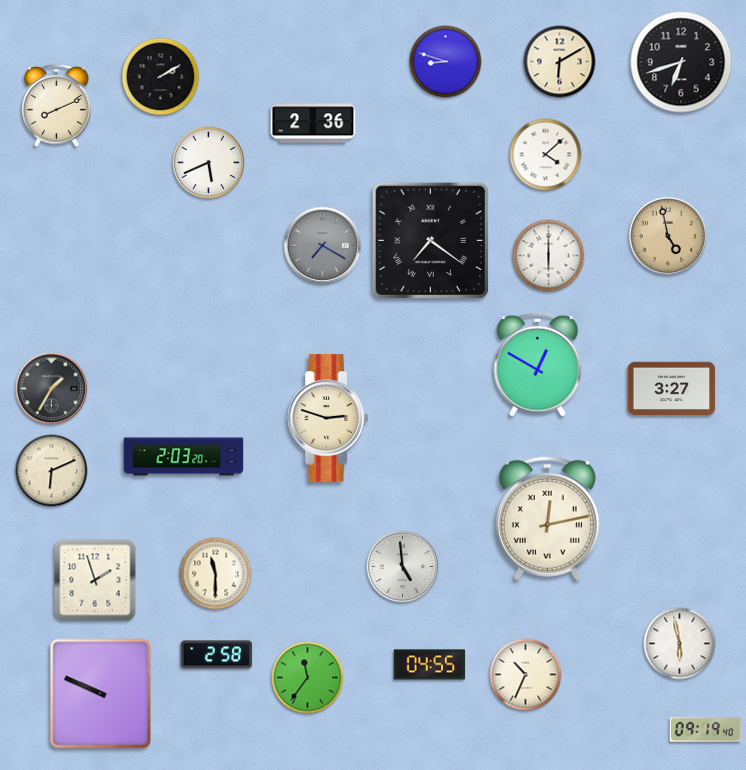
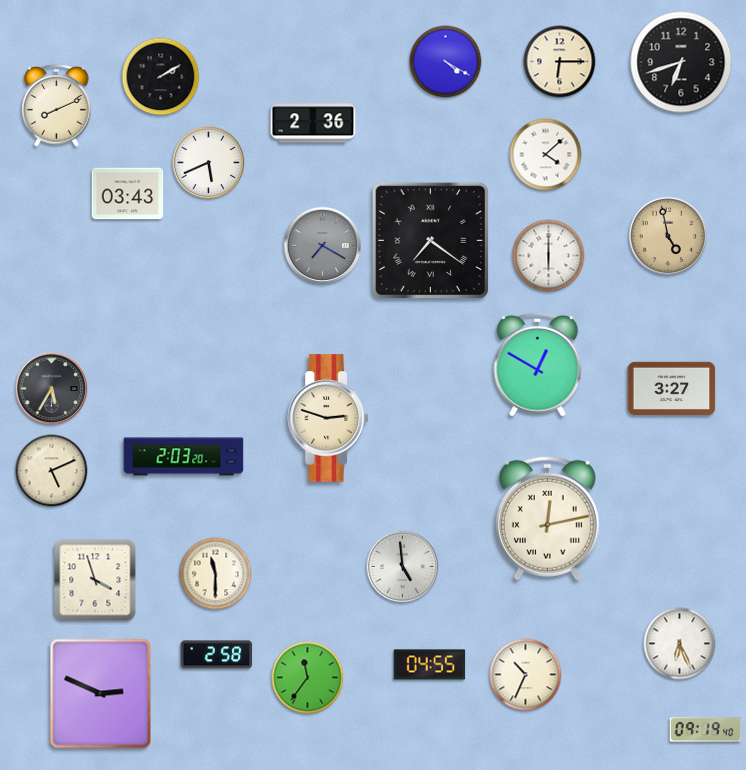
clock at (446, 62): 8:48 -> 4:20
clock at (560, 62): 6:10 -> 6:15
clock at (128, 194): none -> 03:43
clock at (52, 389): 1:35 -> 5:35
clock at (52, 471): 6:11 -> 5:11
clock at (95, 580): 1:57 -> 3:57
clock at (680, 644): 5:58 -> 6:26
clock at (101, 694): 9:49 -> 2:49
